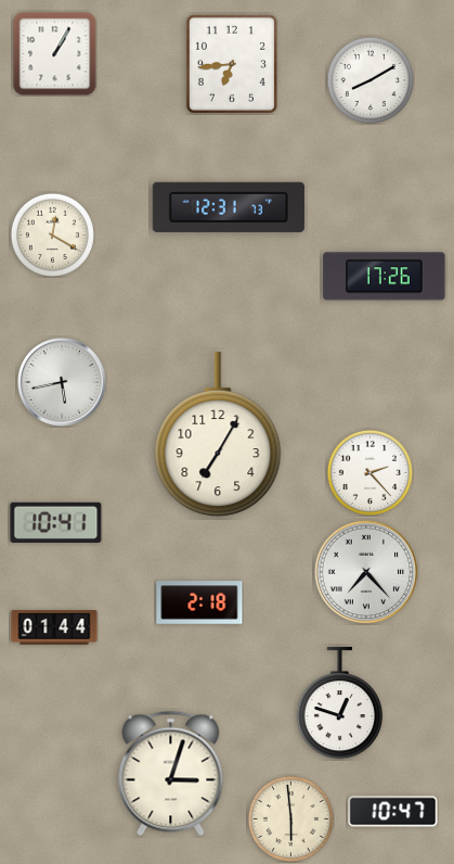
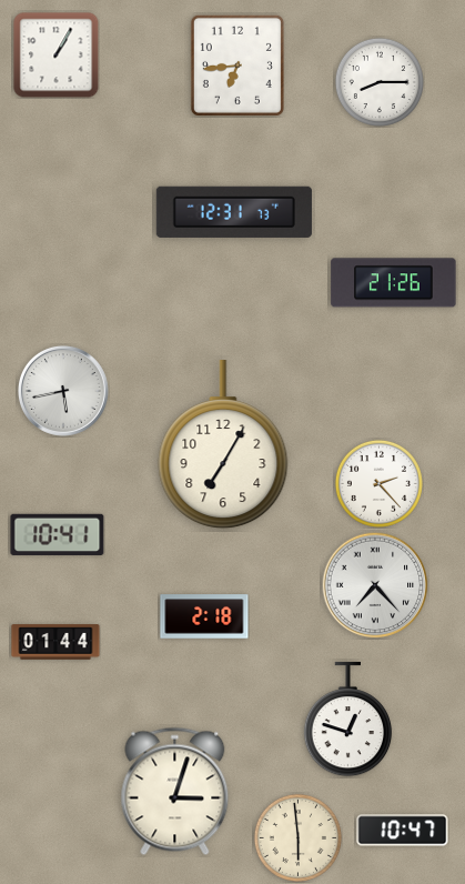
clock at (371, 80): 8:10 -> 8:15
clock at (52, 234): 12:20 -> none
clock at (385, 277): 17:26 -> 21:26
